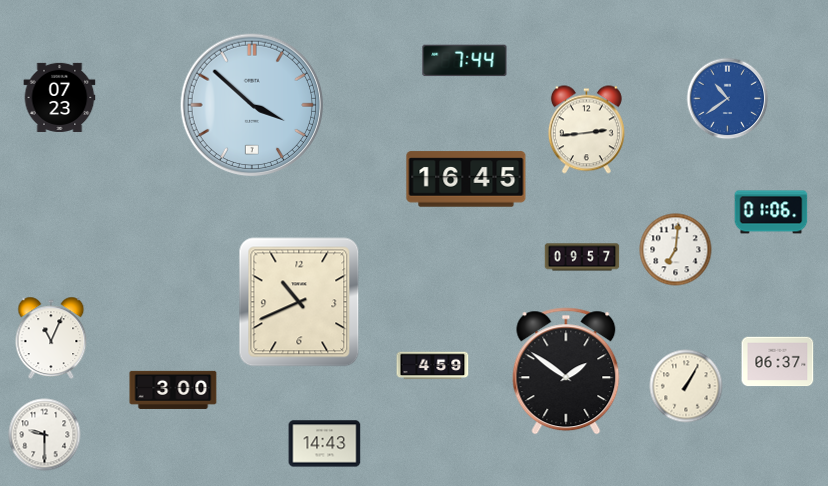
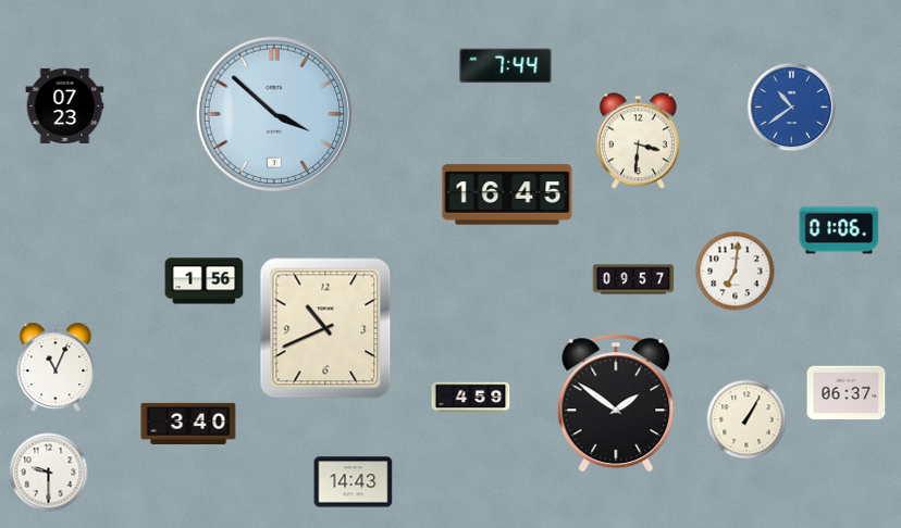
clock at (586, 130): 2:44 -> 3:31
clock at (205, 281): none -> 1:56
clock at (173, 390): 3:00 -> 3:40
